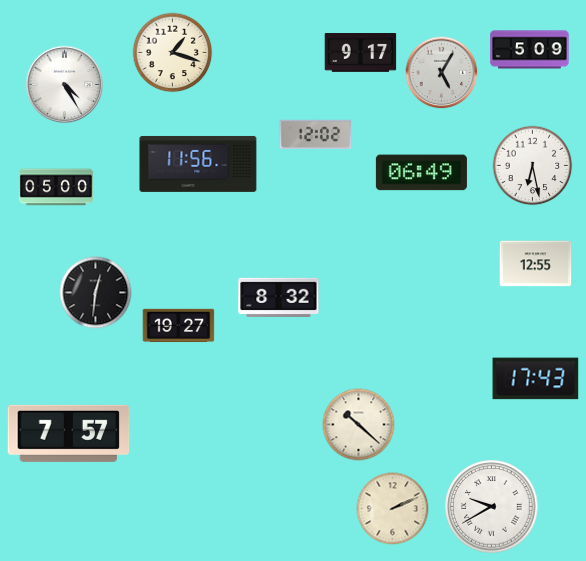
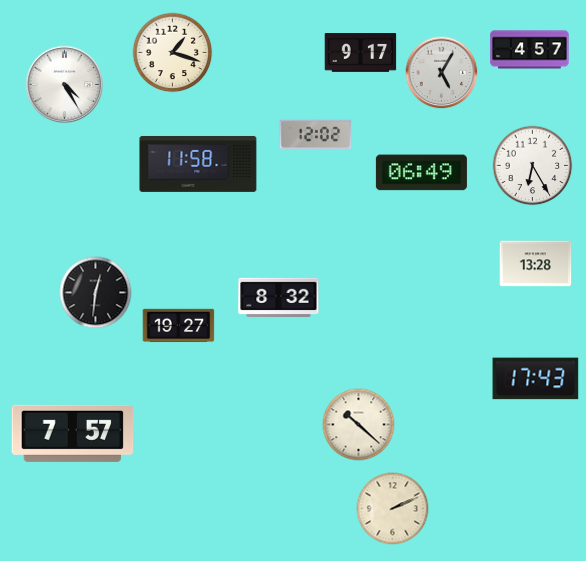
clock at (530, 50): 5:09 -> 4:57
clock at (198, 164): 11:56 -> 11:58
clock at (533, 166): 6:28 -> 6:25
clock at (56, 187): 05:00 -> none
clock at (536, 264): 12:55 -> 13:28
clock at (69, 433) position: (69, 433) -> (73, 433)
clock at (492, 507): 9:40 -> none
